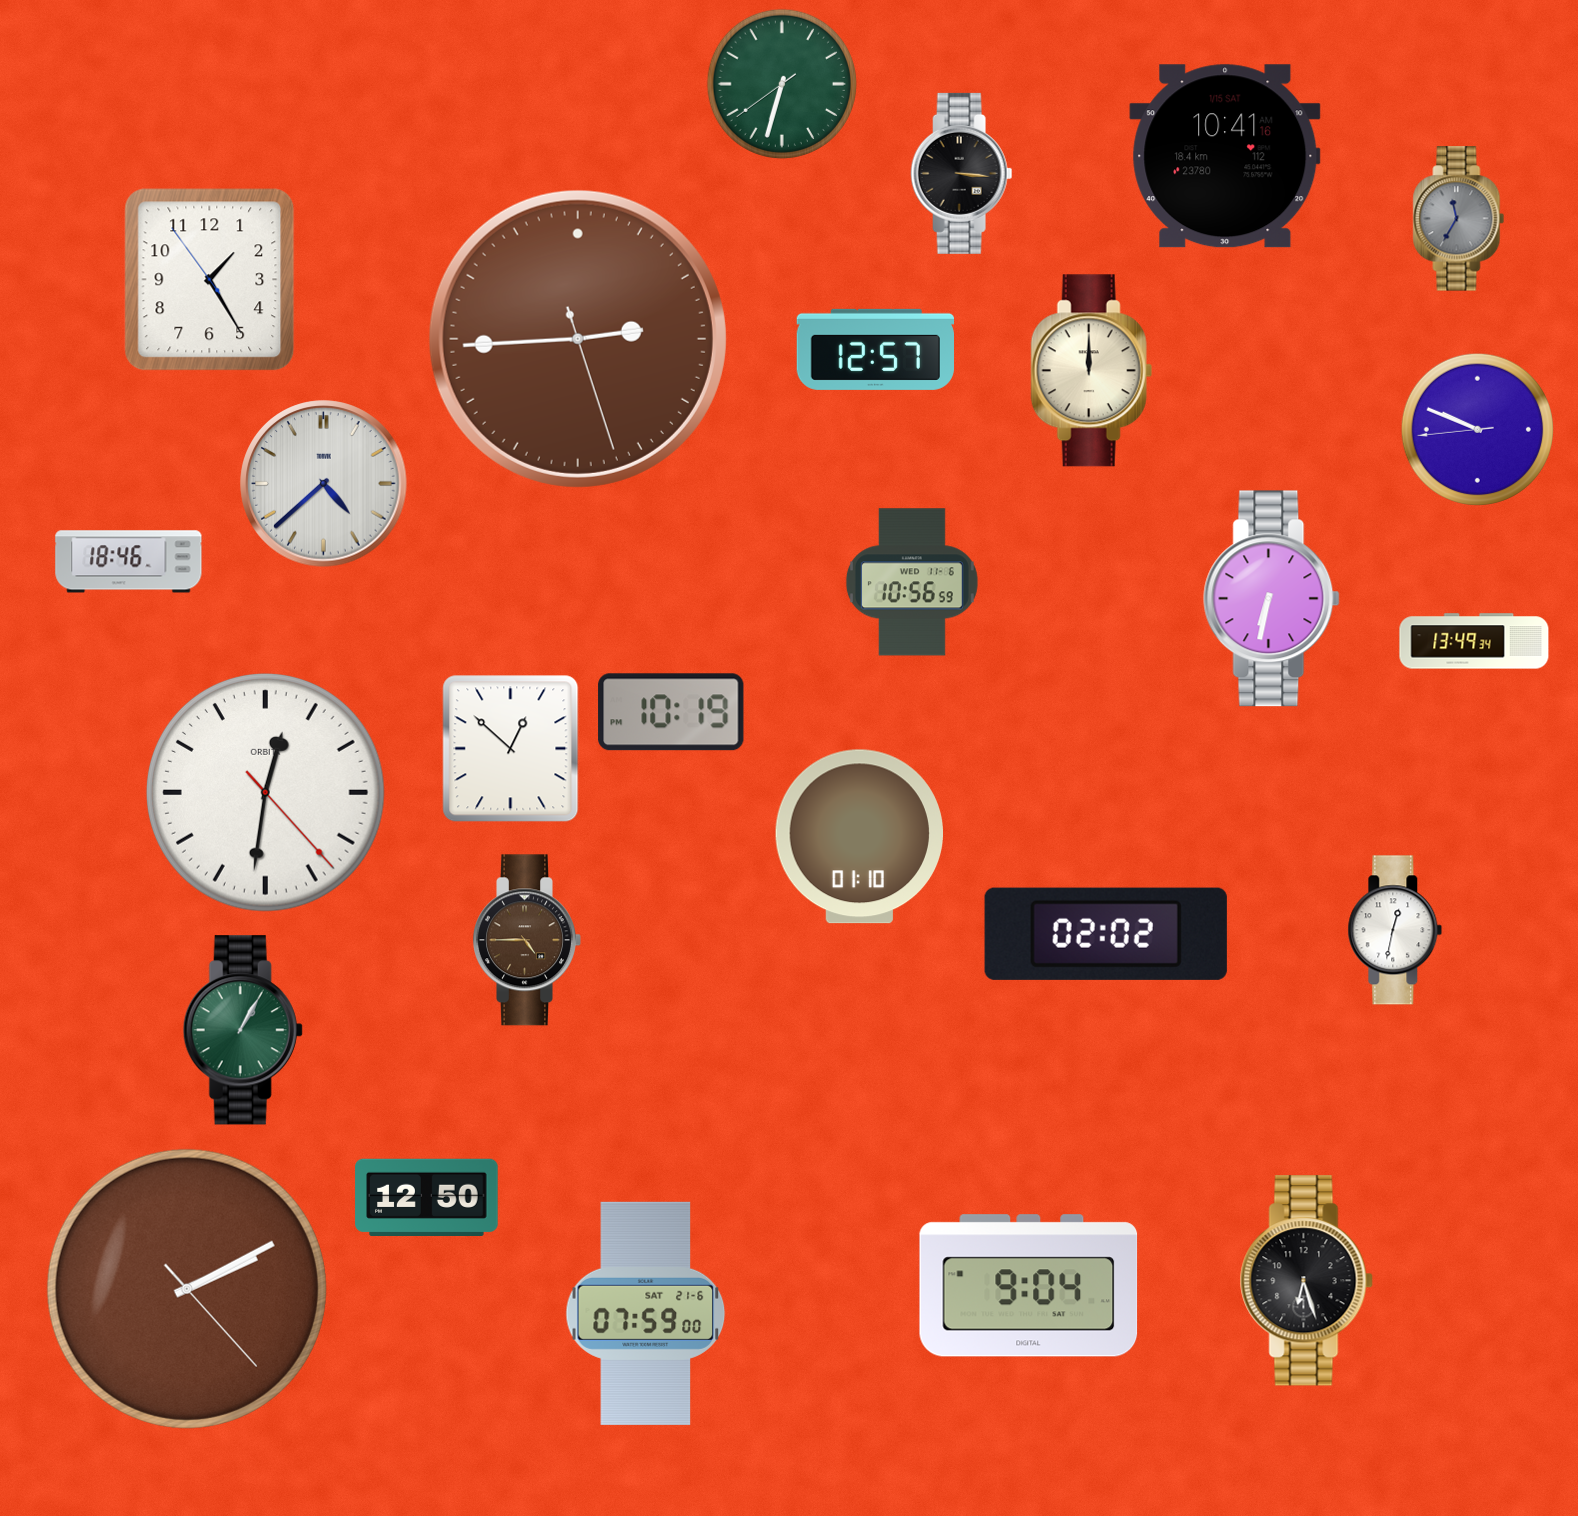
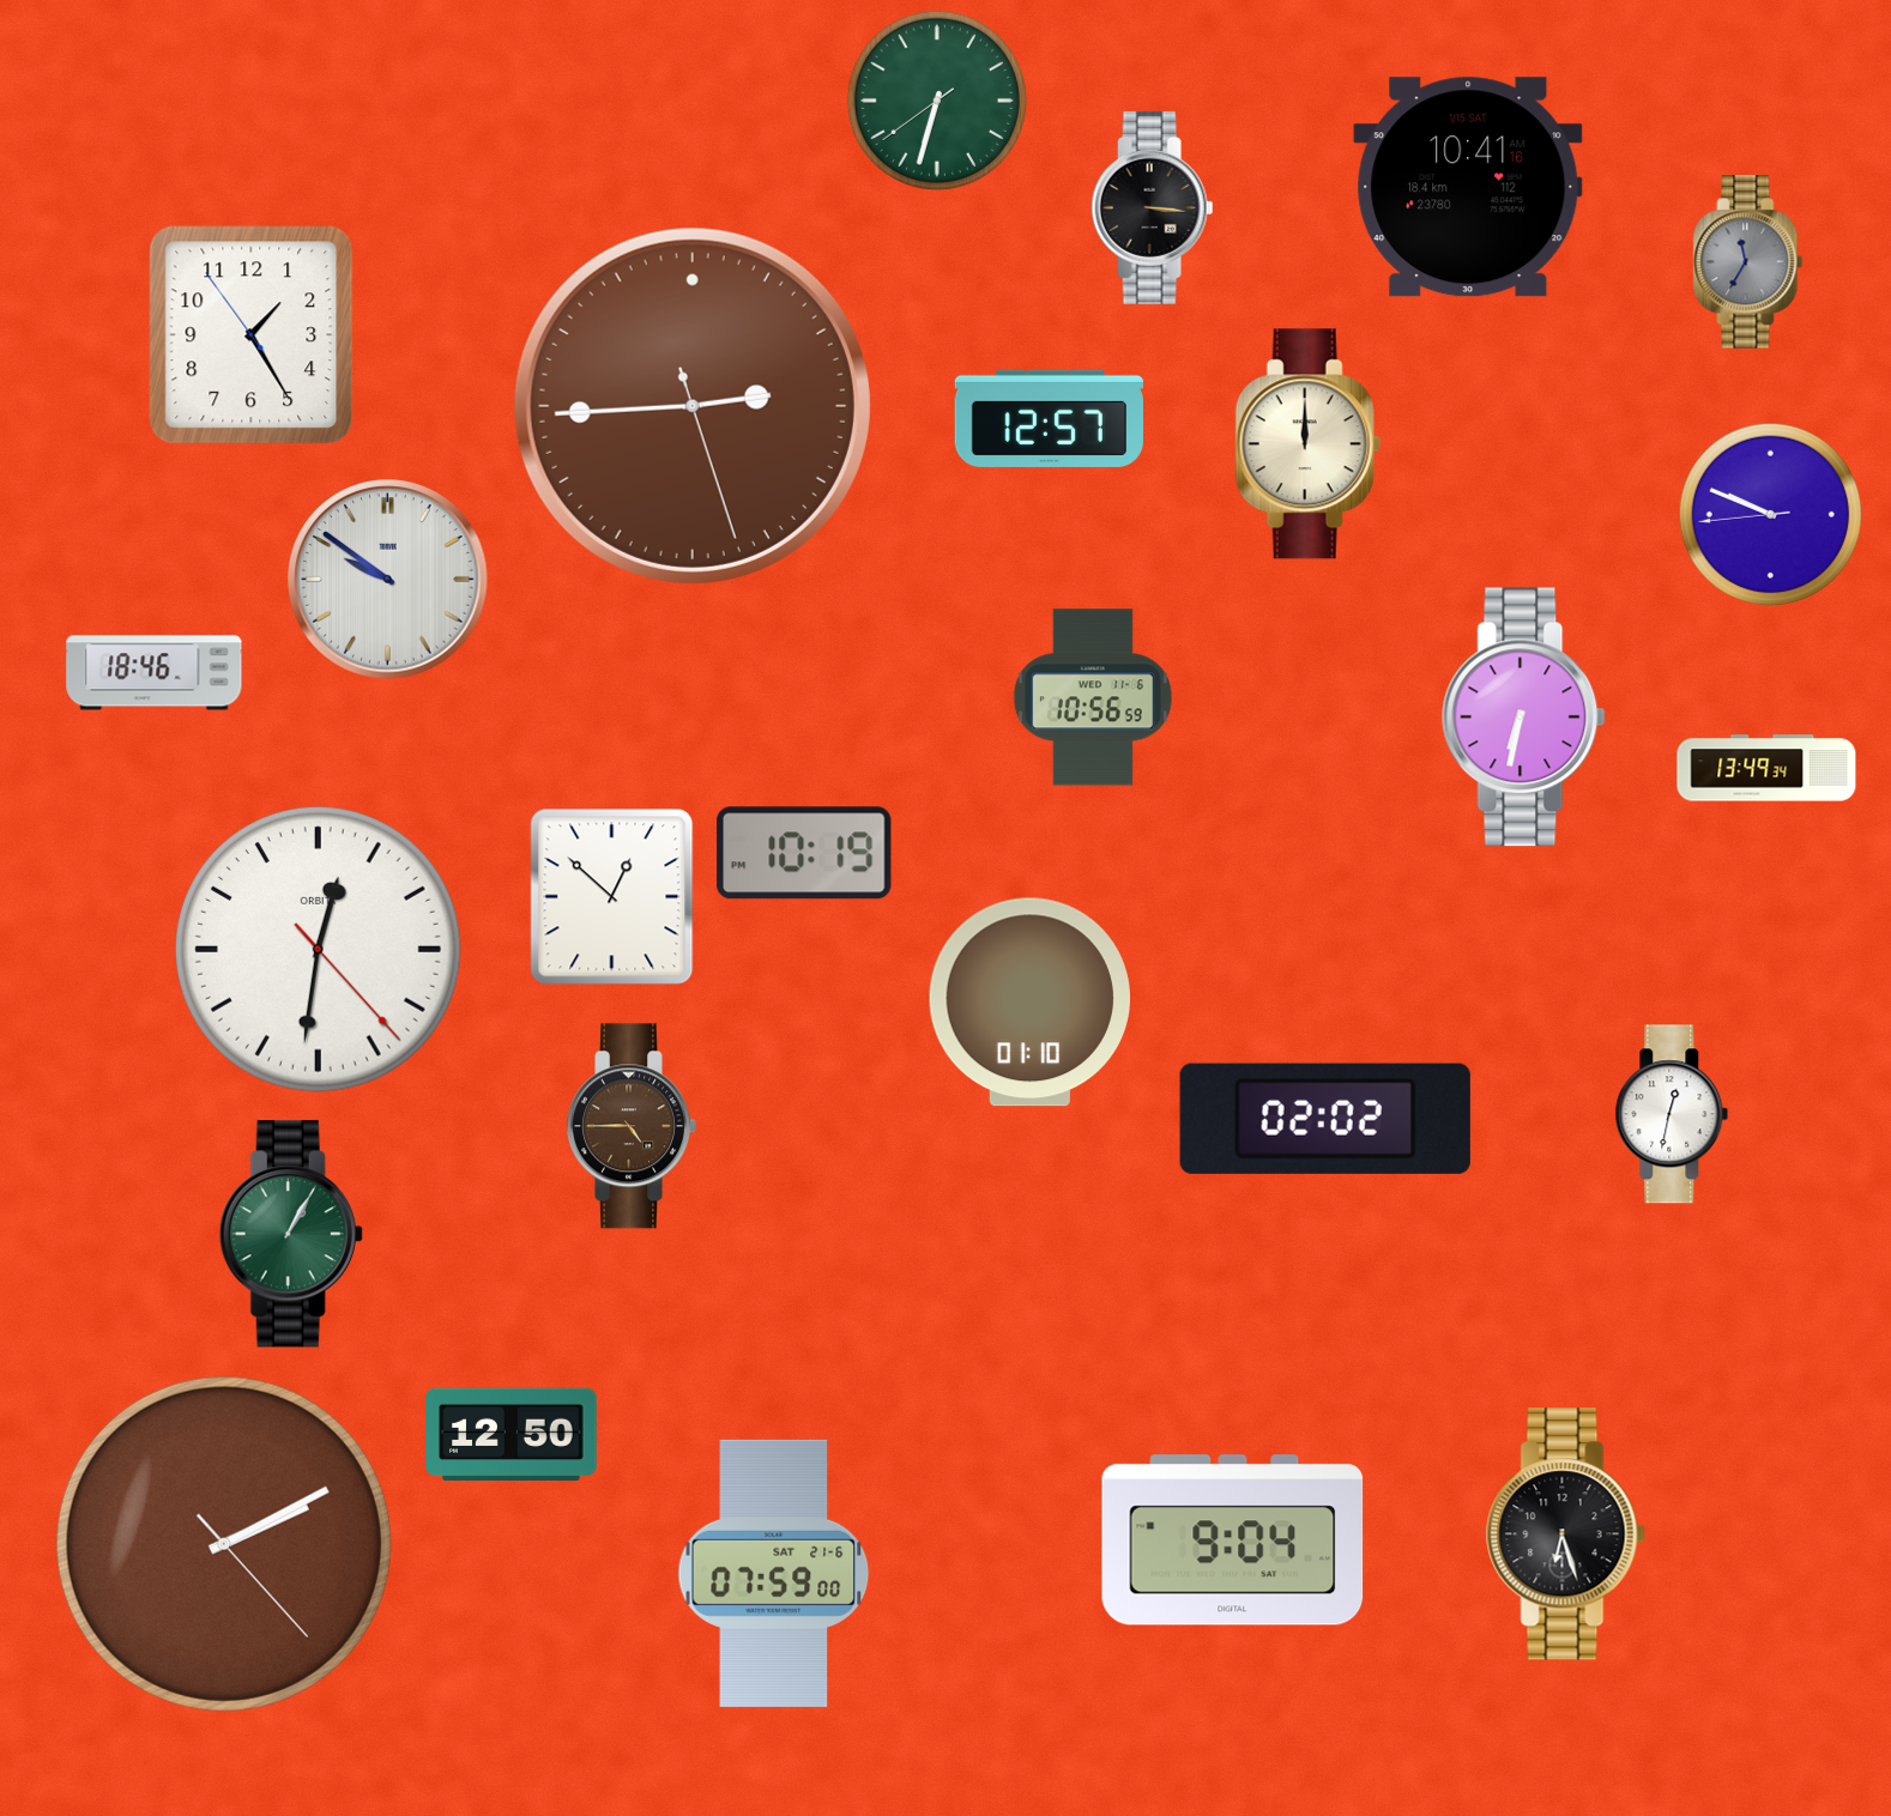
clock at (324, 484): 4:38 -> 9:51
